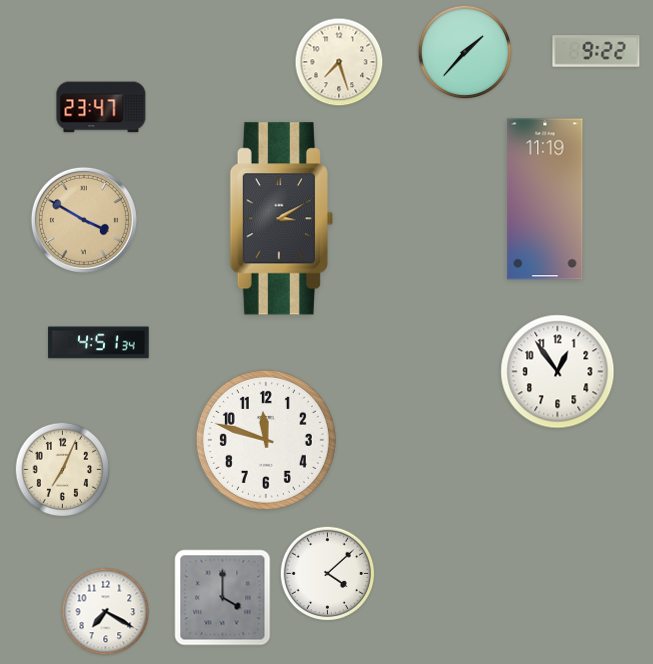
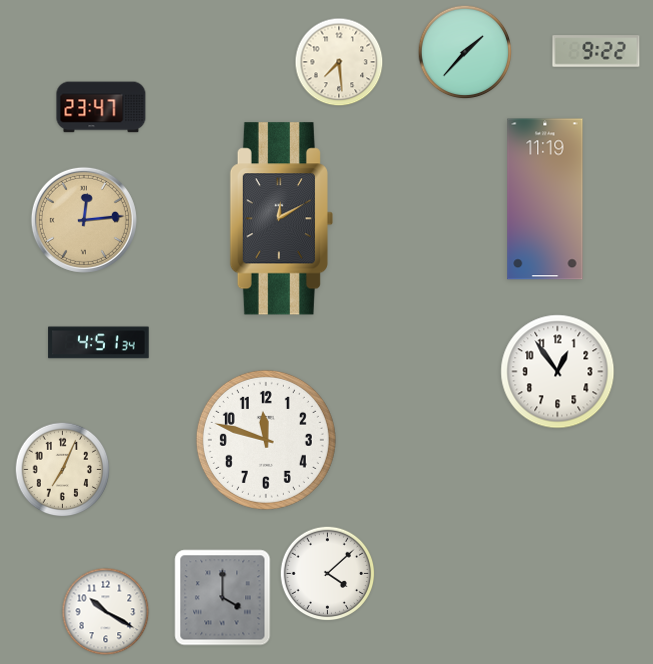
clock at (339, 62): 7:27 -> 7:29
clock at (281, 219): 3:10 -> 12:10
clock at (84, 220): 3:50 -> 12:14
clock at (106, 612): 7:20 -> 10:20
